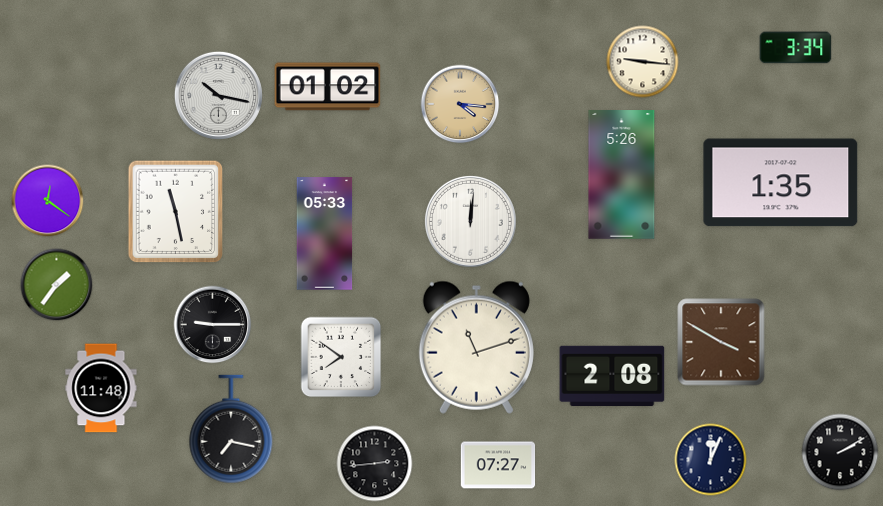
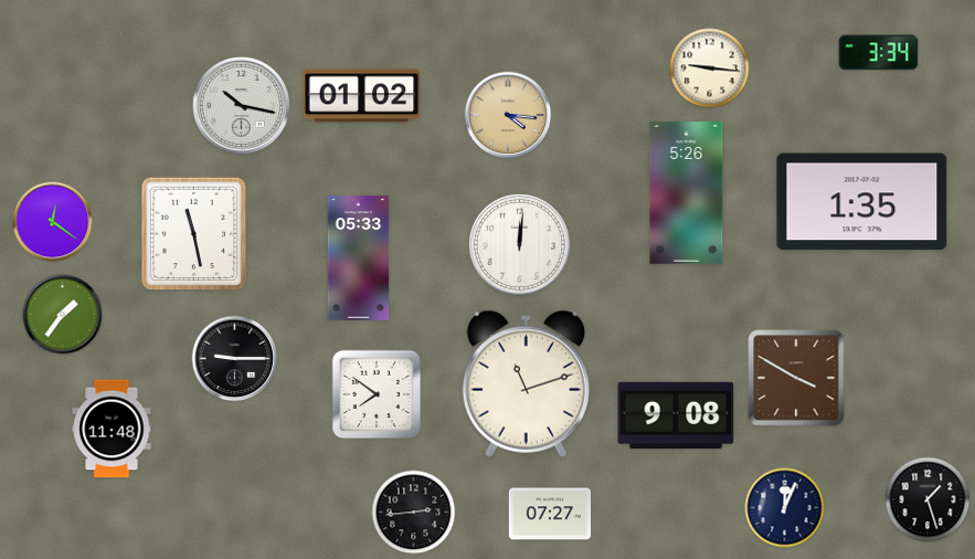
clock at (612, 375): 2:08 -> 9:08
clock at (231, 429): 7:17 -> none
clock at (840, 452): 2:10 -> 1:27
